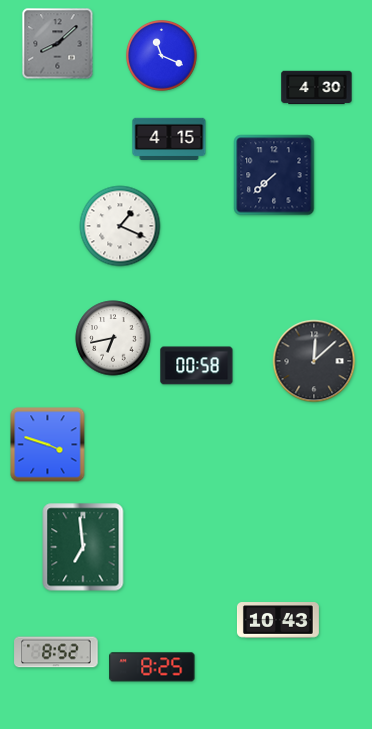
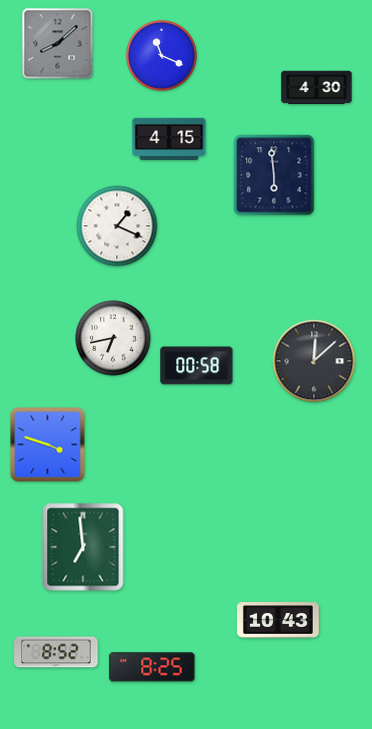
clock at (274, 175): 7:38 -> 5:59
clock at (120, 226) position: (120, 226) -> (117, 226)
